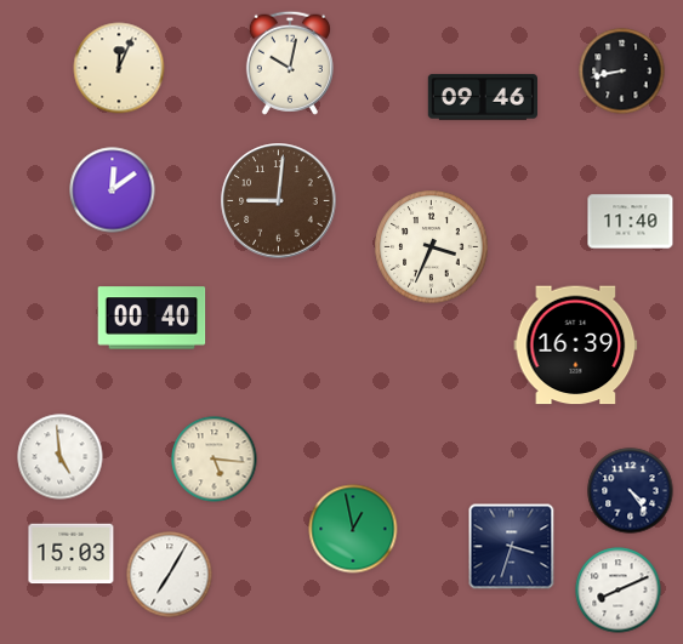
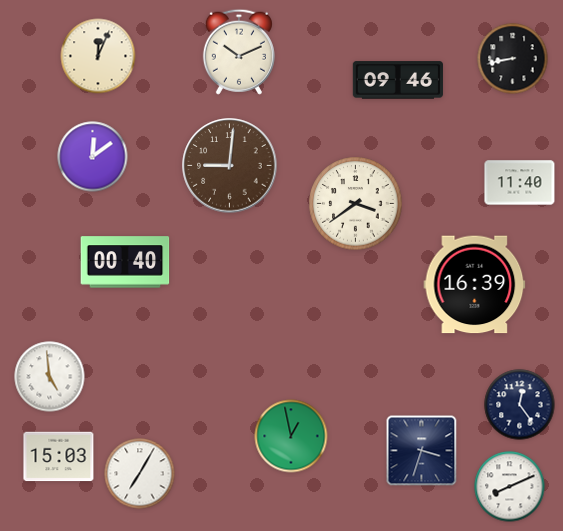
clock at (290, 63): 10:02 -> 10:11
clock at (432, 247): 3:34 -> 3:39
clock at (215, 460): 5:16 -> none
clock at (631, 491): 4:24 -> 12:24
